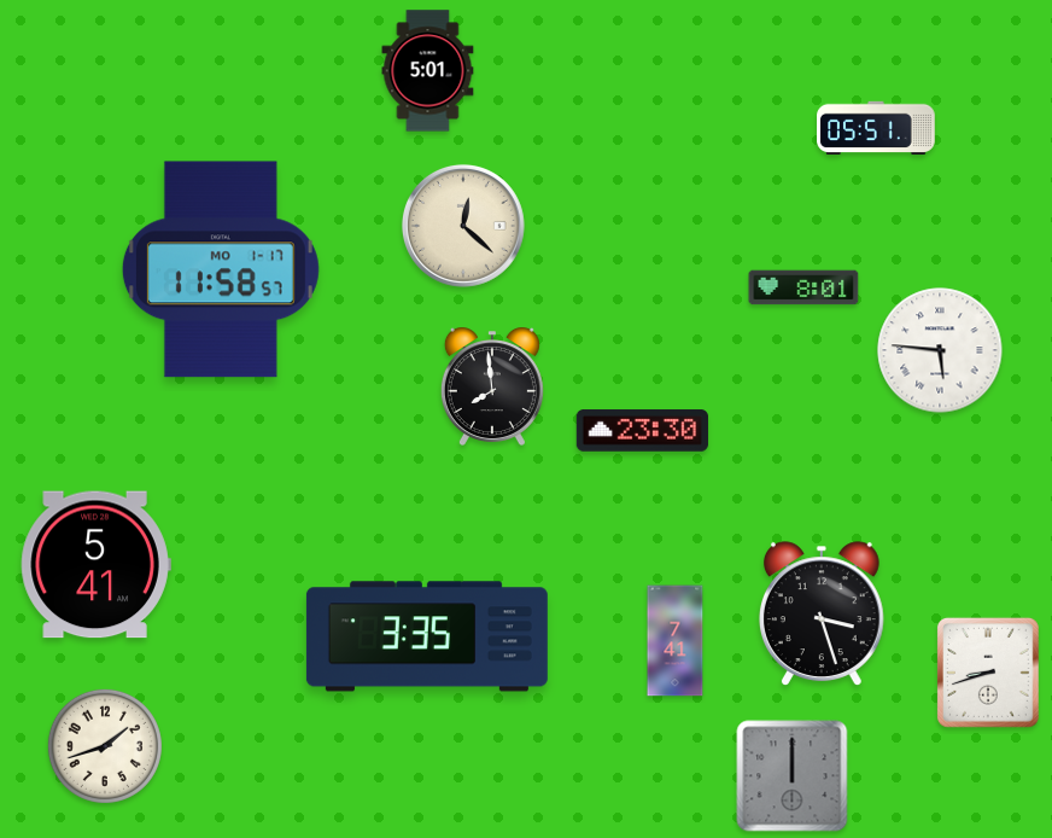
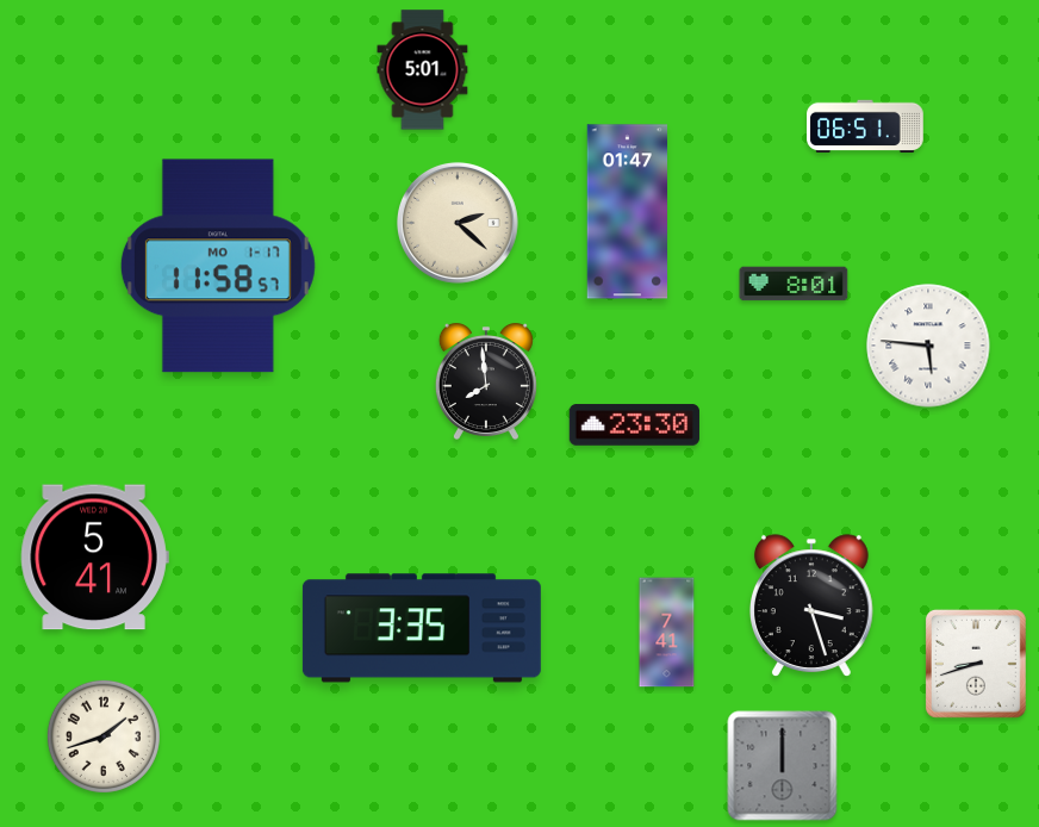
clock at (876, 128): 05:51 -> 06:51
clock at (628, 212): none -> 01:47
clock at (463, 226): 12:22 -> 2:22
